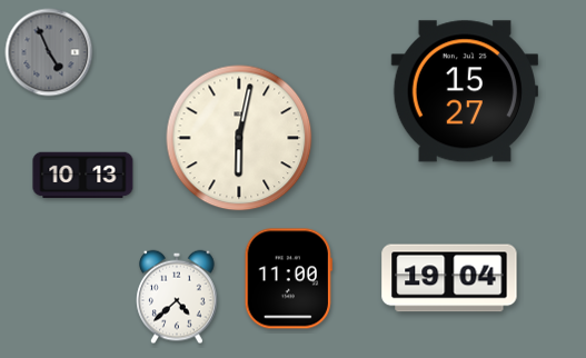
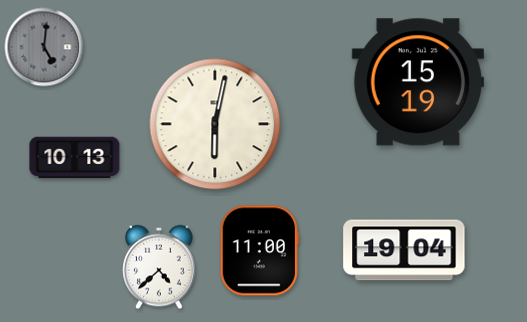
clock at (49, 52): 4:56 -> 5:01
clock at (465, 91): 15:27 -> 15:19
